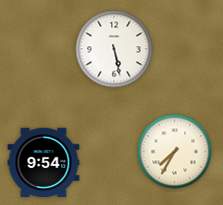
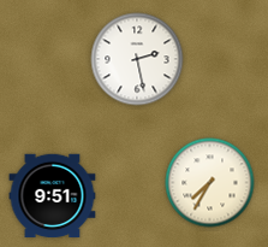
clock at (114, 49): 5:28 -> 2:28
clock at (44, 163): 9:54 -> 9:51
